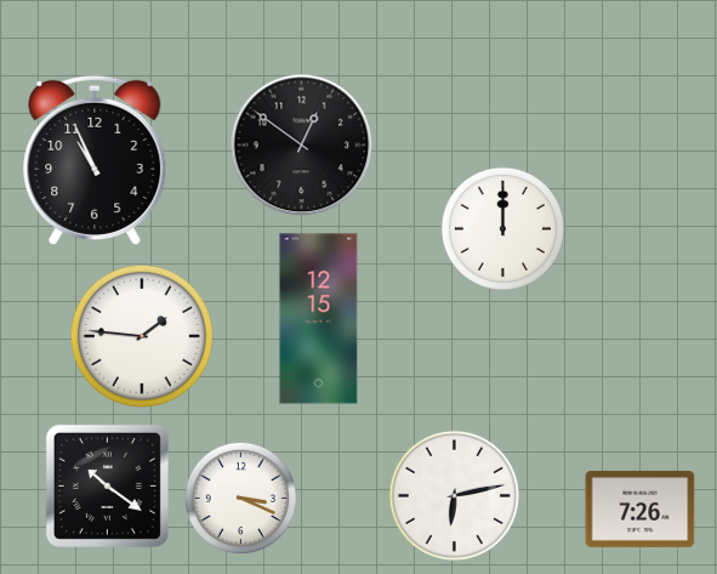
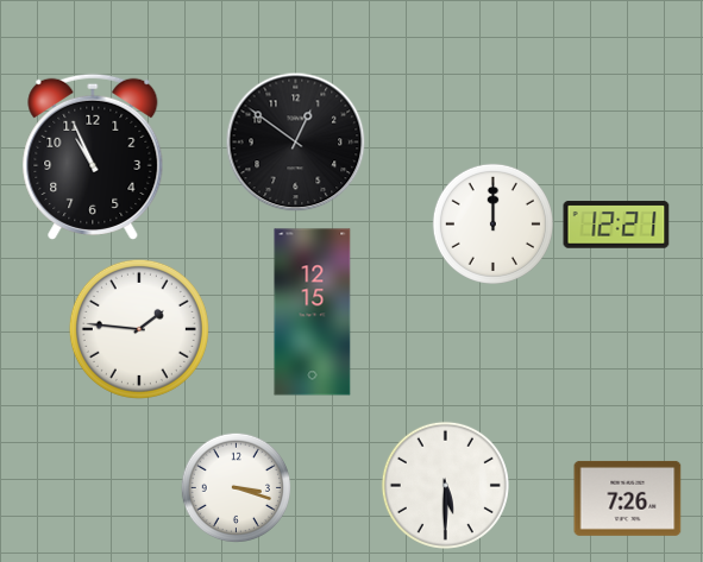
clock at (616, 225): none -> 12:21
clock at (107, 485): 10:21 -> none
clock at (454, 495): 6:13 -> 5:30
clock at (240, 498): 3:19 -> 3:18
